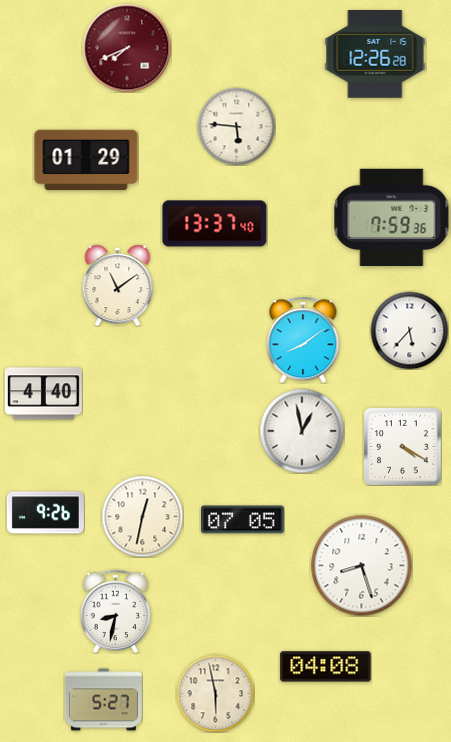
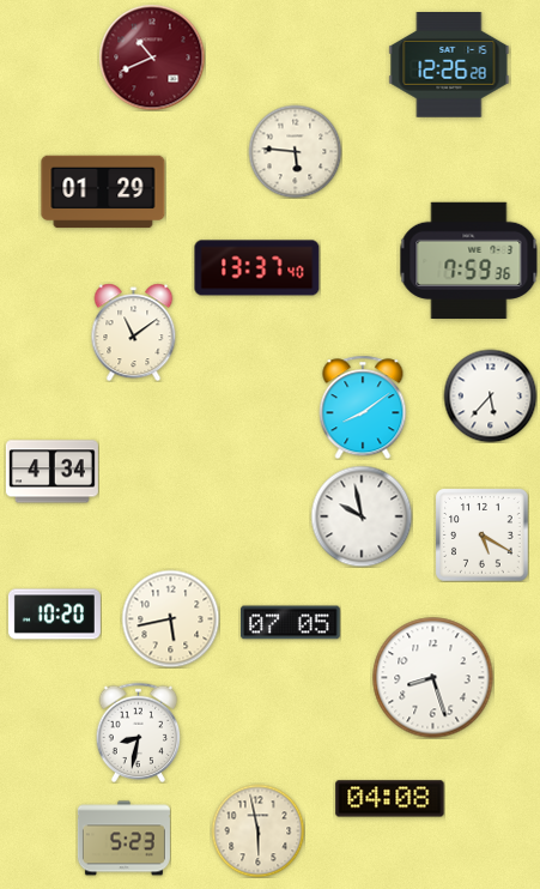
clock at (127, 48): 7:41 -> 10:41
clock at (236, 126) position: (236, 126) -> (295, 151)
clock at (118, 285) position: (118, 285) -> (134, 332)
clock at (43, 394): 4:40 -> 4:34
clock at (302, 431): 12:58 -> 9:58
clock at (402, 446): 4:20 -> 5:20
clock at (45, 513): 9:26 -> 10:20
clock at (142, 516): 12:32 -> 5:43
clock at (103, 700): 5:27 -> 5:23
